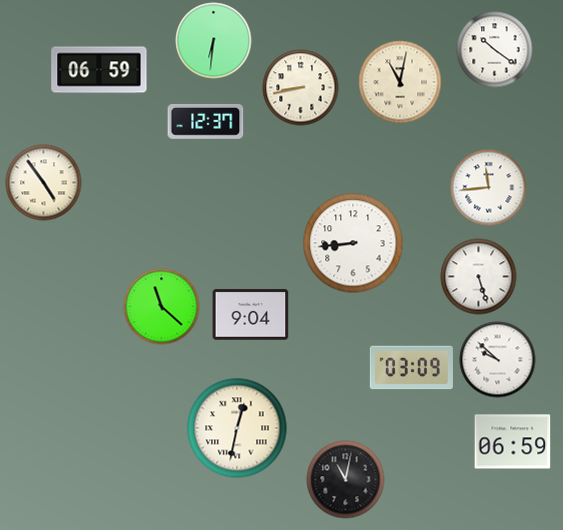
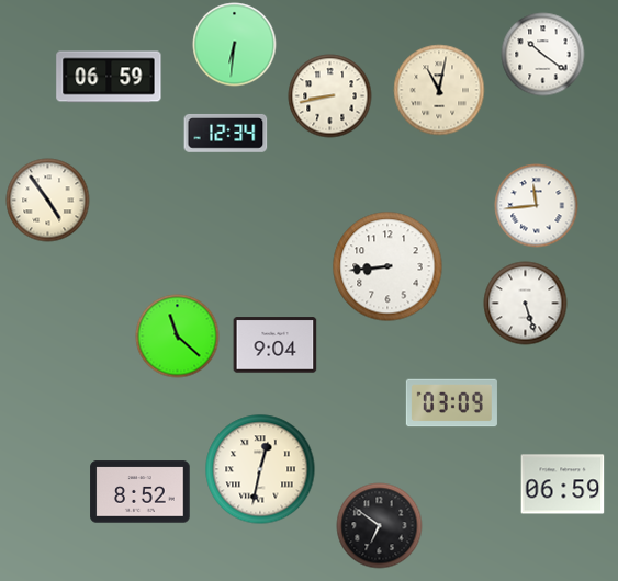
clock at (206, 121): 12:37 -> 12:34
clock at (498, 360): 9:52 -> none
clock at (141, 492): none -> 8:52
clock at (346, 480): 11:02 -> 6:51
